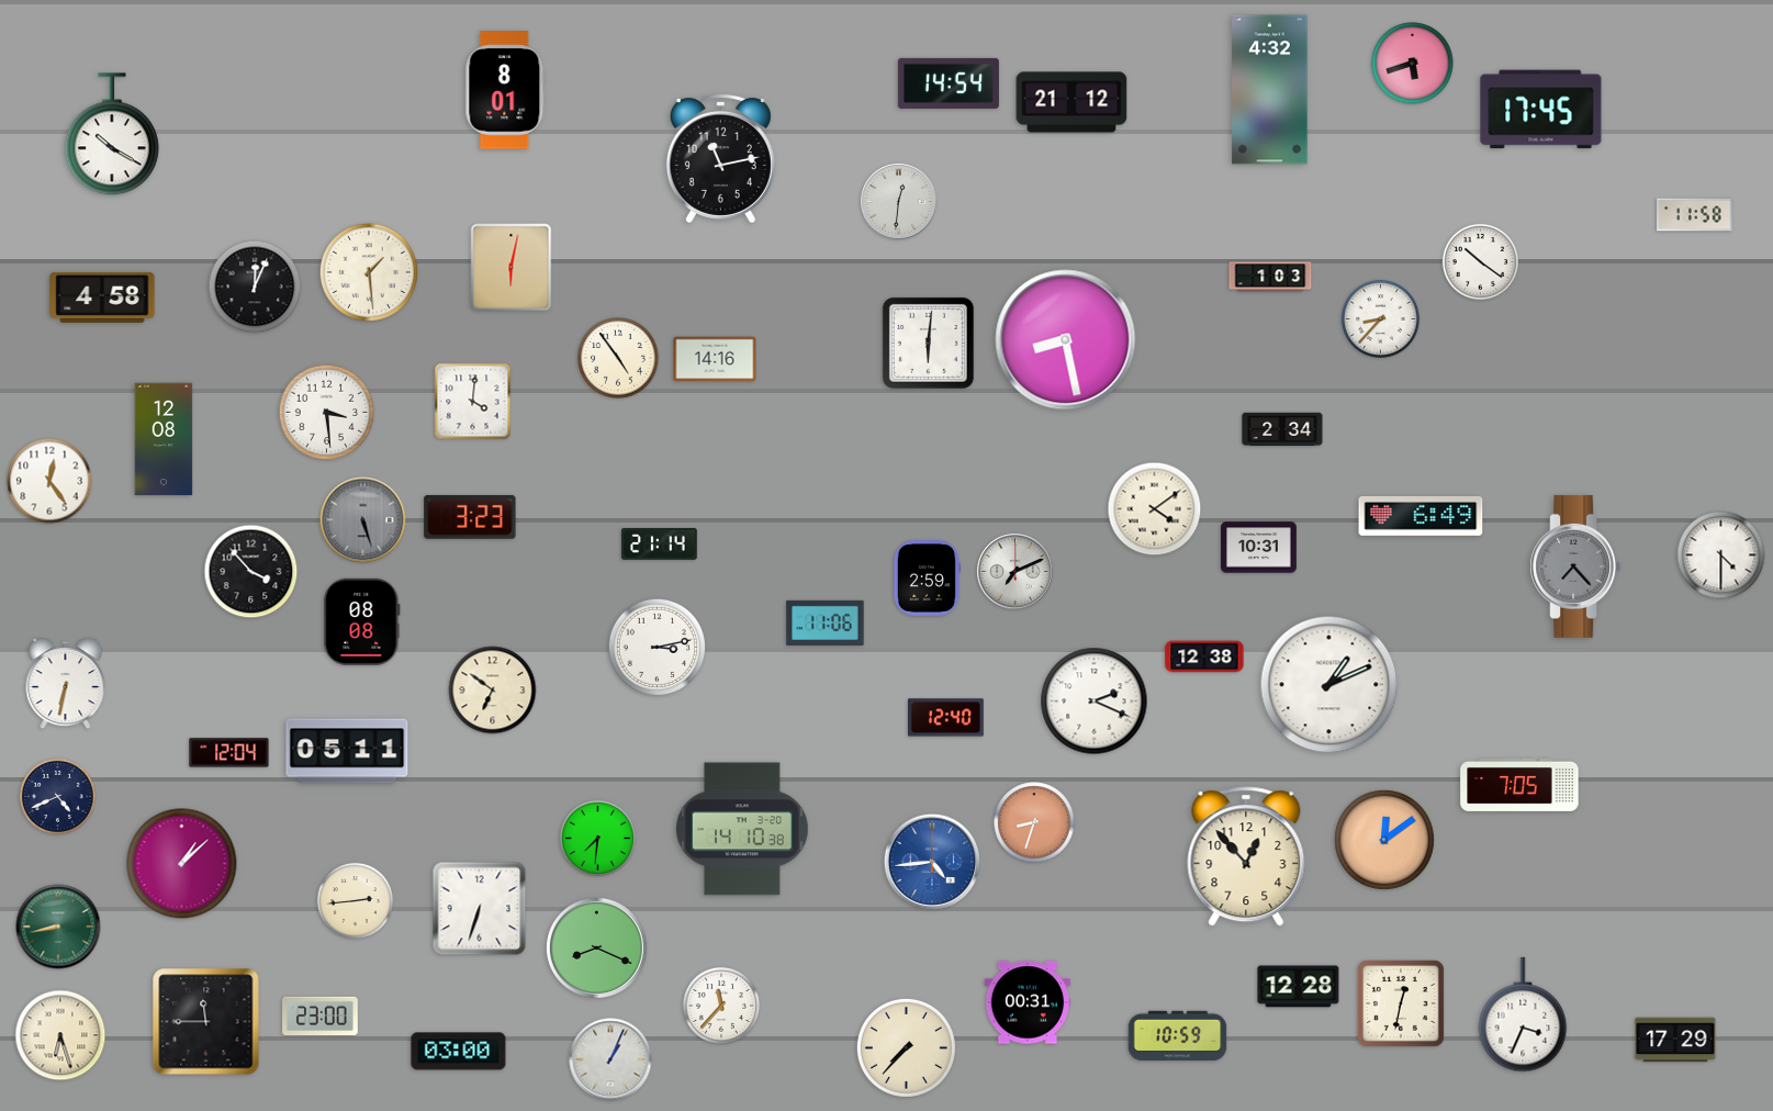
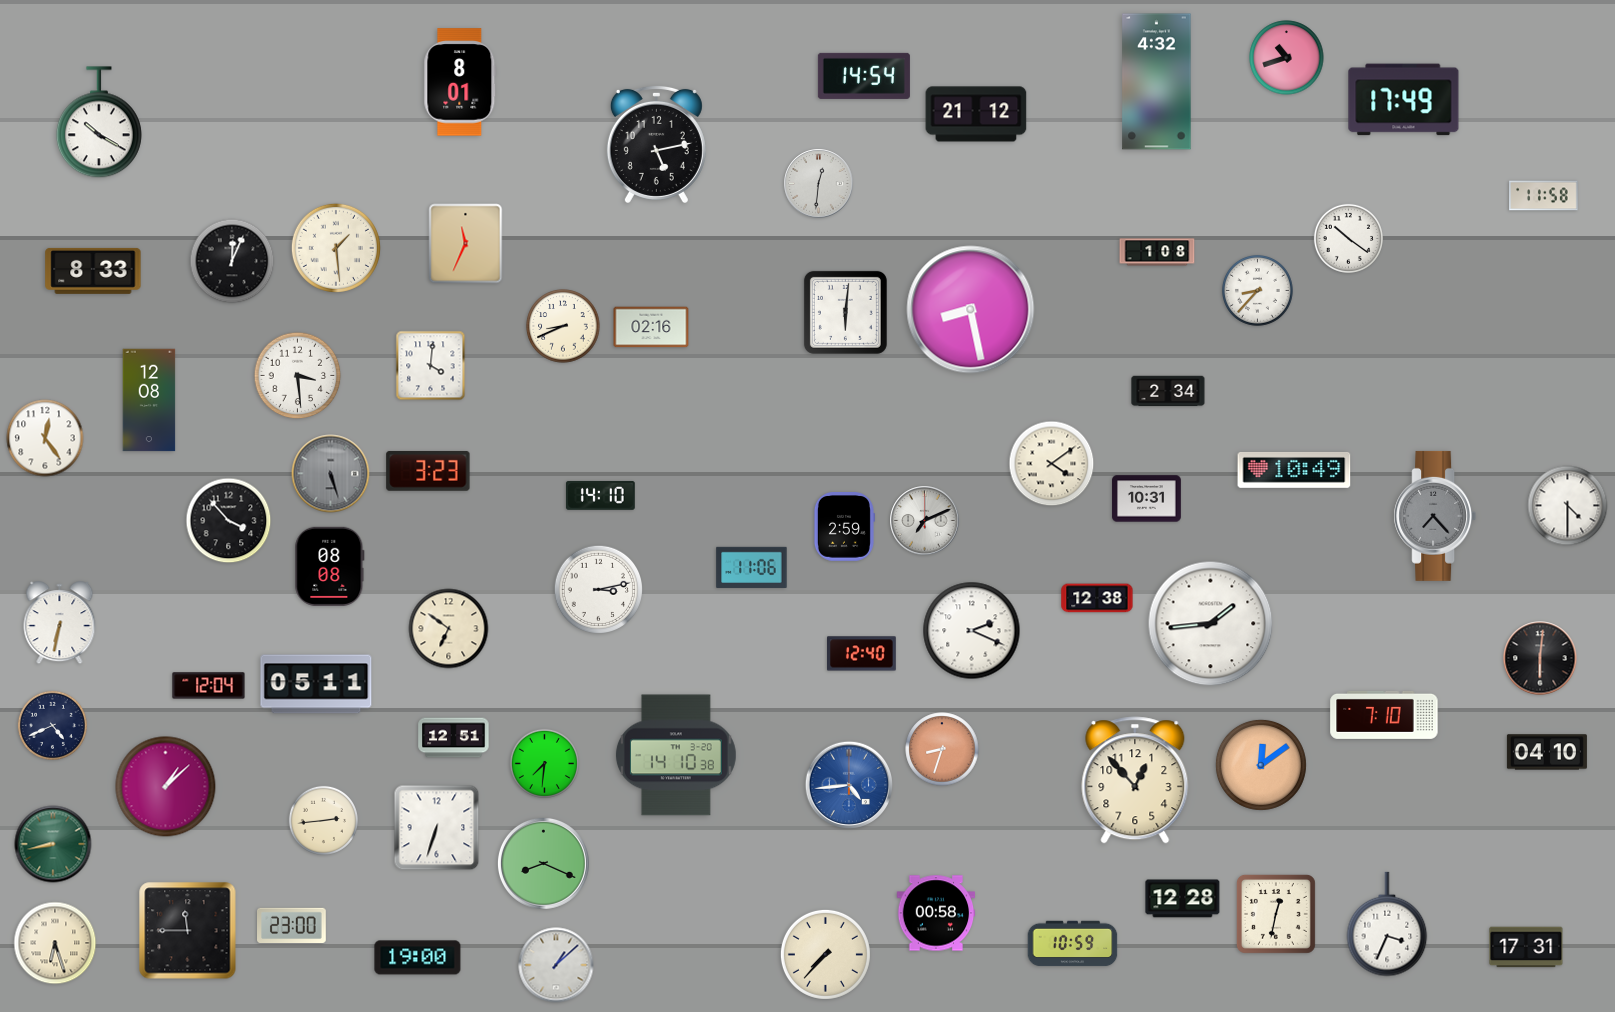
clock at (1413, 64): 5:42 -> 10:42
clock at (1071, 102) position: (1071, 102) -> (976, 114)
clock at (1541, 110): 17:45 -> 17:49
clock at (112, 135) position: (112, 135) -> (99, 123)
clock at (720, 158): 11:13 -> 5:13
clock at (512, 268): 6:02 -> 11:34
clock at (1270, 277): 1:03 -> 1:08
clock at (102, 298): 4:58 -> 8:33
clock at (618, 358): 4:54 -> 8:41
clock at (715, 359): 14:16 -> 02:16
clock at (1421, 516): 6:49 -> 10:49
clock at (659, 543): 21:14 -> 14:10
clock at (1329, 685): 1:11 -> 1:44
clock at (1095, 702) position: (1095, 702) -> (972, 631)
clock at (1540, 658): none -> 6:01
clock at (1519, 785): 7:05 -> 7:10
clock at (454, 738): none -> 12:51
clock at (1547, 752): none -> 04:10
clock at (1028, 1002): 00:31 -> 00:58
clock at (721, 1006): 11:37 -> none
clock at (1675, 1040): 17:29 -> 17:31
clock at (459, 1052): 03:00 -> 19:00
clock at (610, 1059): 1:04 -> 1:08
